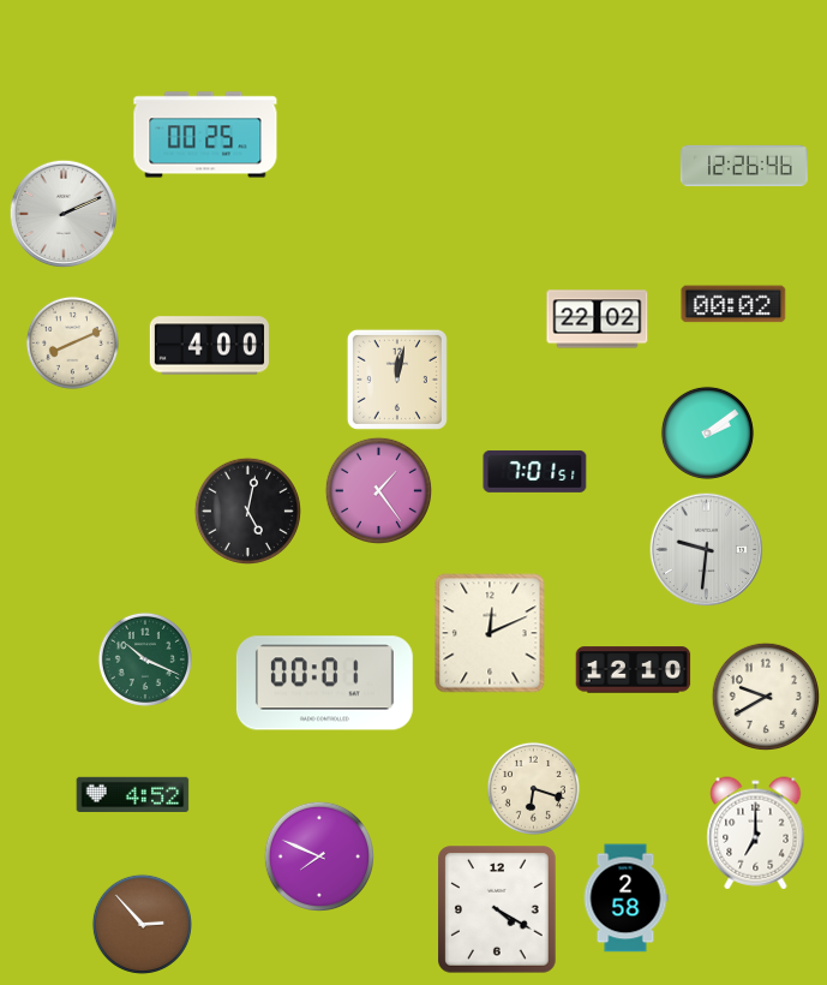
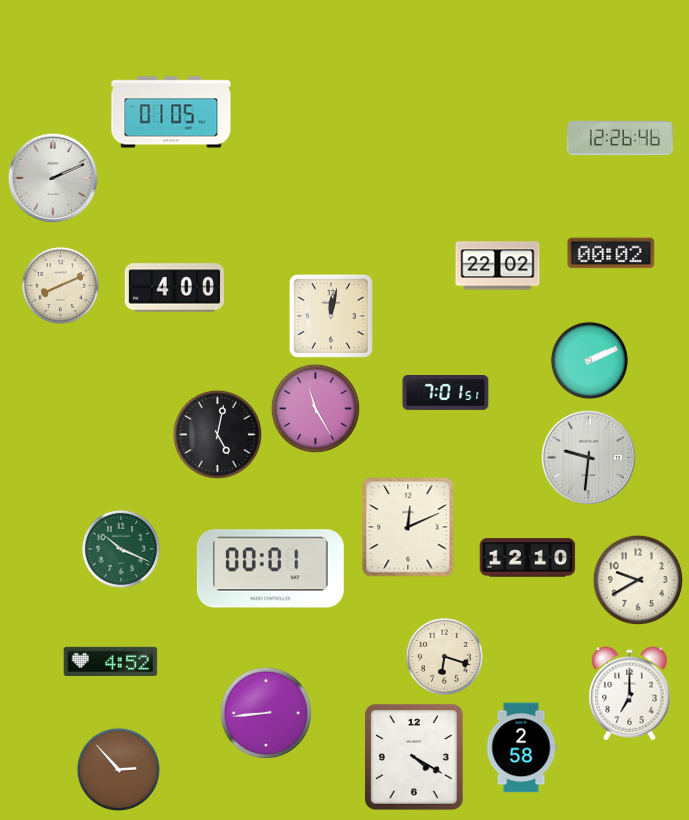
clock at (205, 135): 00:25 -> 01:05
clock at (707, 432): 2:09 -> 2:11
clock at (378, 490): 1:24 -> 11:25
clock at (247, 511) position: (247, 511) -> (217, 434)
clock at (318, 855): 7:49 -> 8:44
